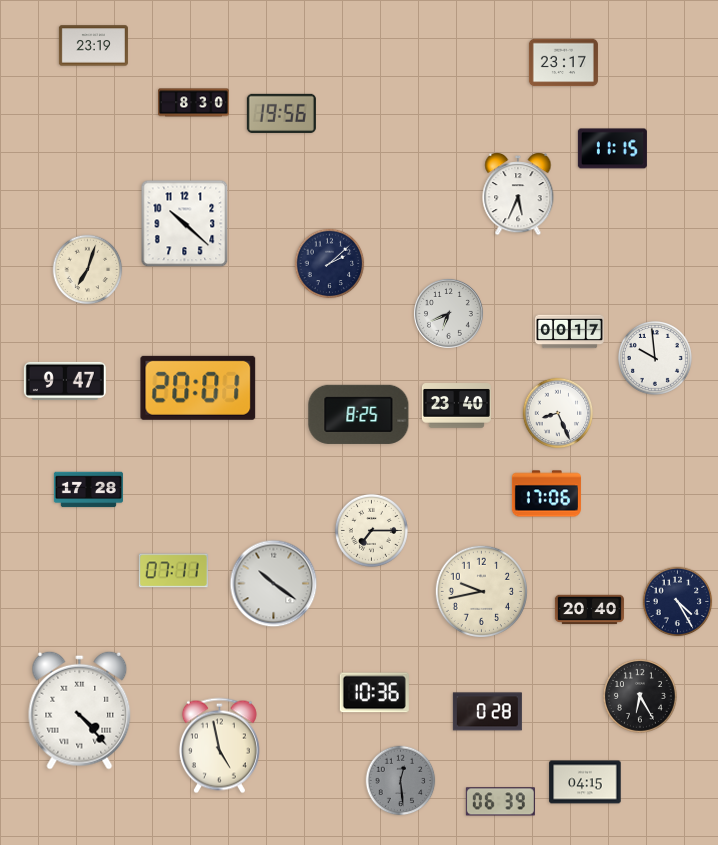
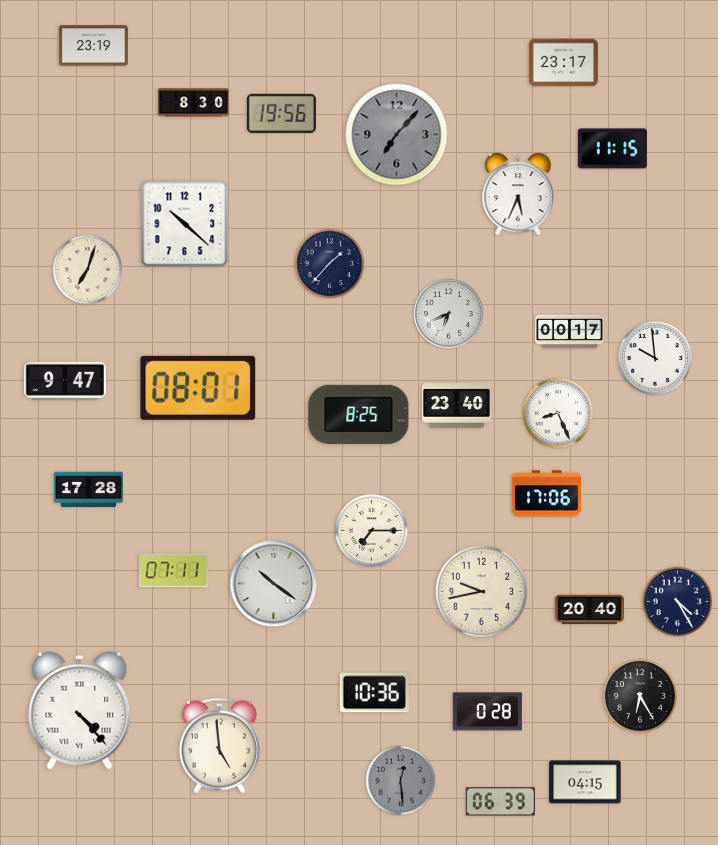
clock at (397, 135): none -> 7:07
clock at (330, 264): 2:08 -> 1:37
clock at (198, 388): 20:01 -> 08:01
clock at (219, 746): 4:58 -> 4:59
